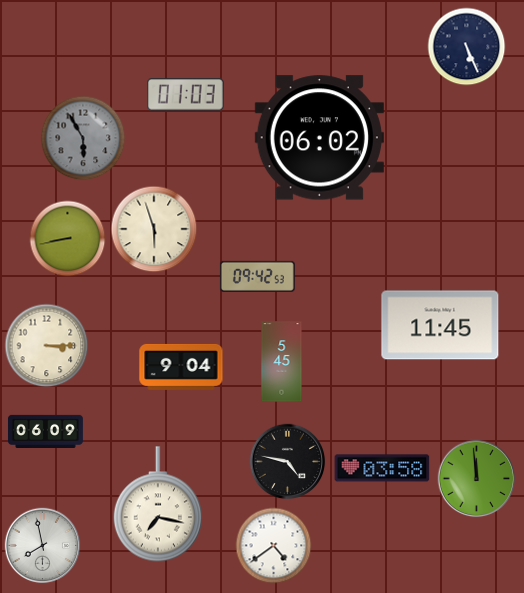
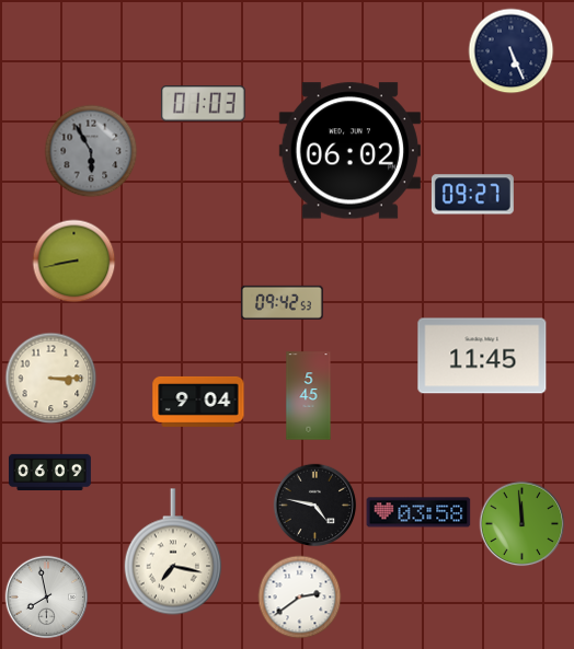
clock at (472, 195): none -> 09:27
clock at (154, 229): 5:57 -> none
clock at (274, 546): 4:39 -> 2:39
